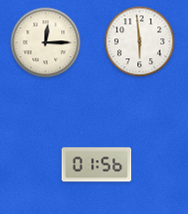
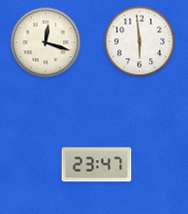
clock at (46, 43): 12:15 -> 12:18
clock at (97, 165): 01:56 -> 23:47
